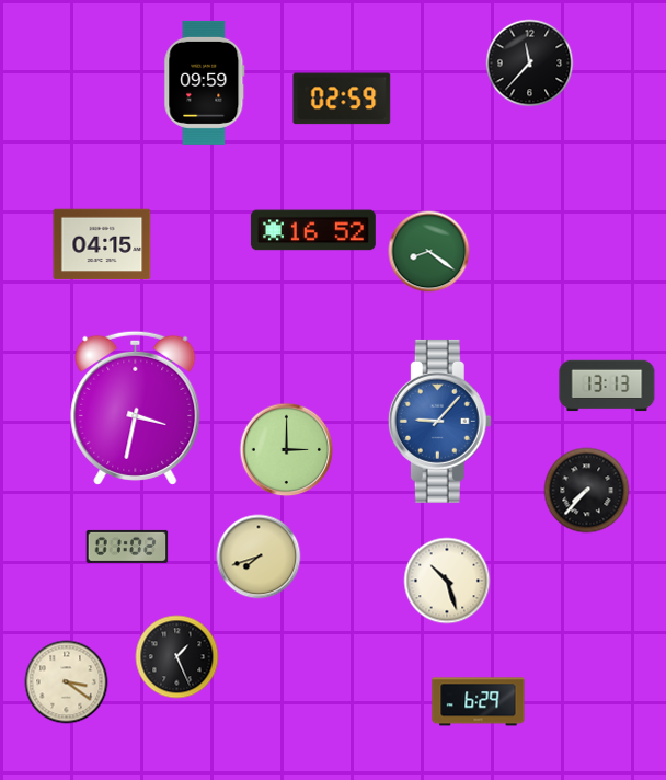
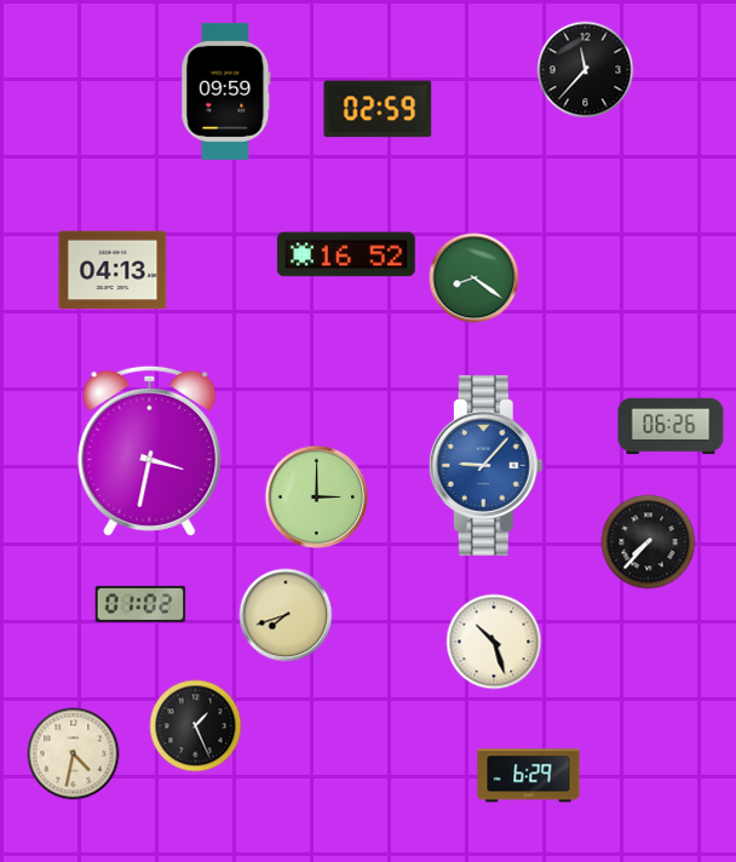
clock at (102, 244): 04:15 -> 04:13
clock at (607, 386): 13:13 -> 06:26
clock at (67, 682): 3:21 -> 4:32
